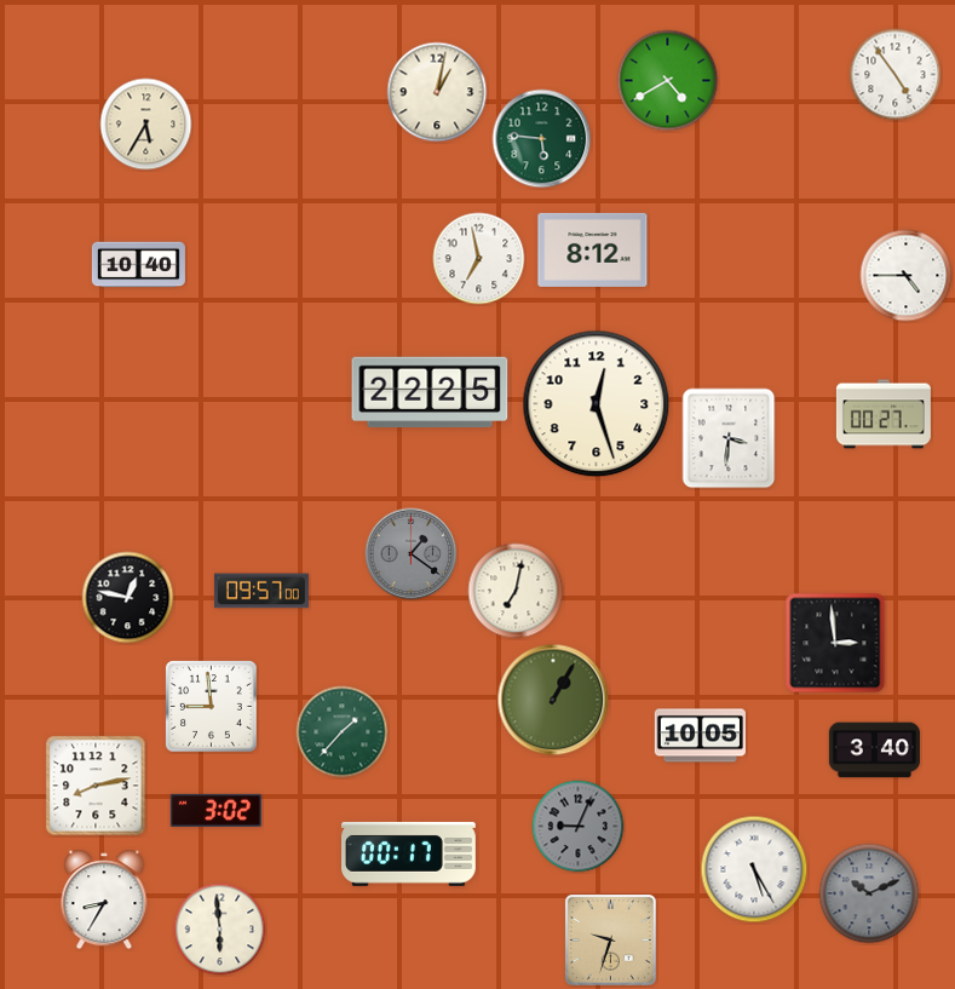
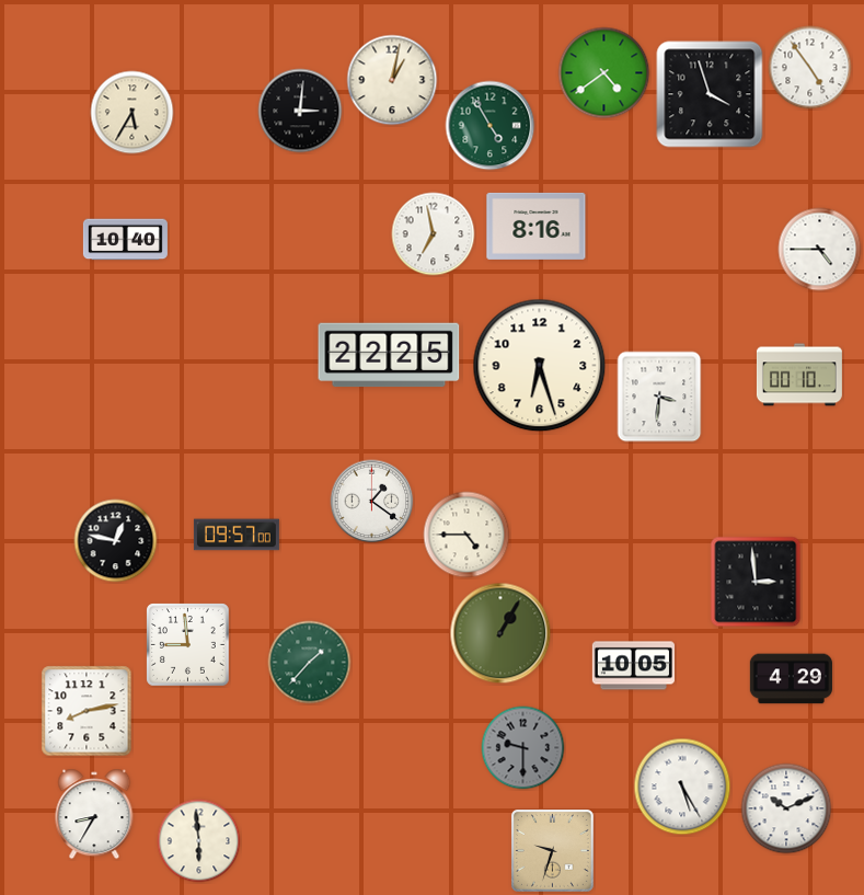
clock at (668, 81): 4:40 -> 4:39
clock at (437, 92) position: (437, 92) -> (392, 80)
clock at (710, 94): none -> 3:57
clock at (300, 111): none -> 3:01
clock at (542, 139): 5:46 -> 4:55
clock at (593, 249): 8:12 -> 8:16
clock at (597, 404): 12:27 -> 6:27
clock at (884, 414): 00:27 -> 00:10
clock at (412, 554) dial: grey -> white
clock at (516, 591): 7:02 -> 4:45
clock at (212, 707) position: (212, 707) -> (188, 645)
clock at (874, 751): 3:40 -> 4:29
clock at (215, 810): 3:02 -> none
clock at (579, 827): 9:04 -> 9:30
clock at (409, 853): 00:17 -> none
clock at (869, 893) dial: grey -> white
